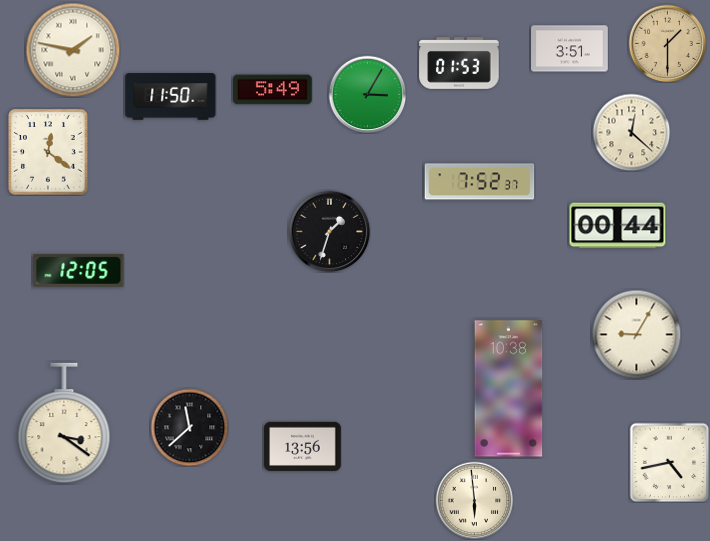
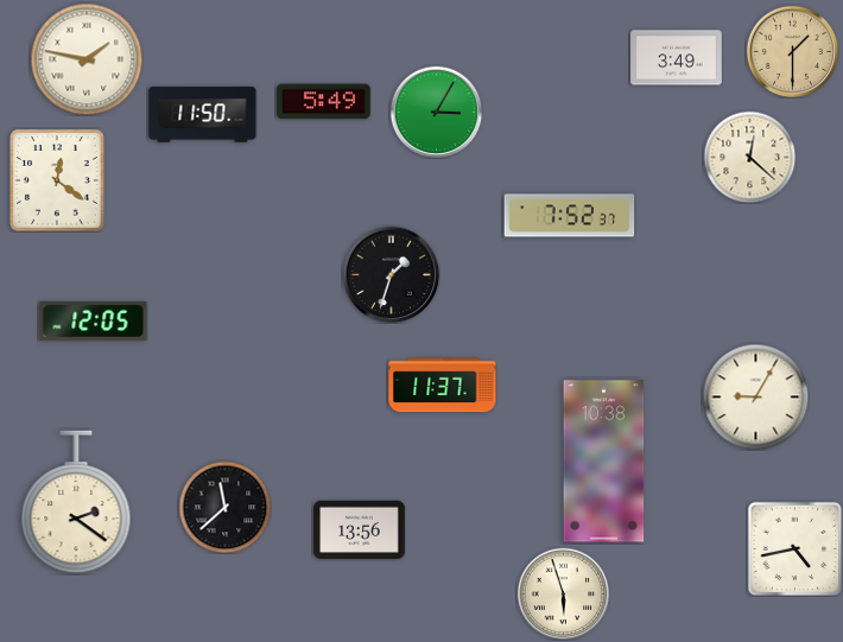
clock at (570, 49): 3:51 -> 3:49
clock at (459, 64): 01:53 -> none
clock at (273, 90) position: (273, 90) -> (324, 102)
clock at (618, 226): 00:44 -> none
clock at (443, 386): none -> 11:37
clock at (64, 423): 3:21 -> 2:21
clock at (474, 500): 5:59 -> 5:57
